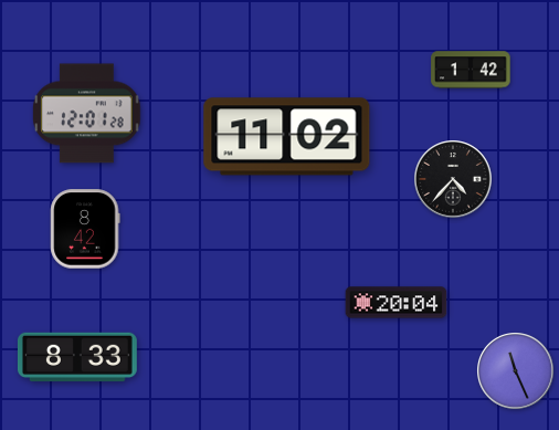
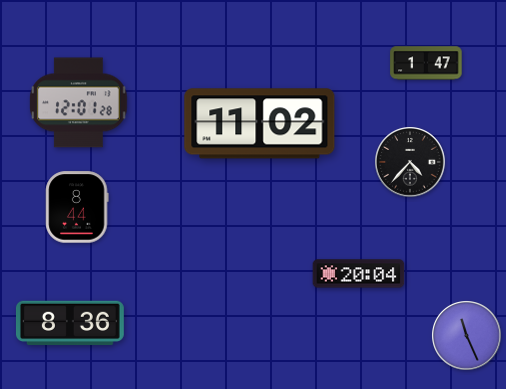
clock at (471, 70): 1:42 -> 1:47
clock at (85, 229): 8:42 -> 8:44
clock at (77, 357): 8:33 -> 8:36
